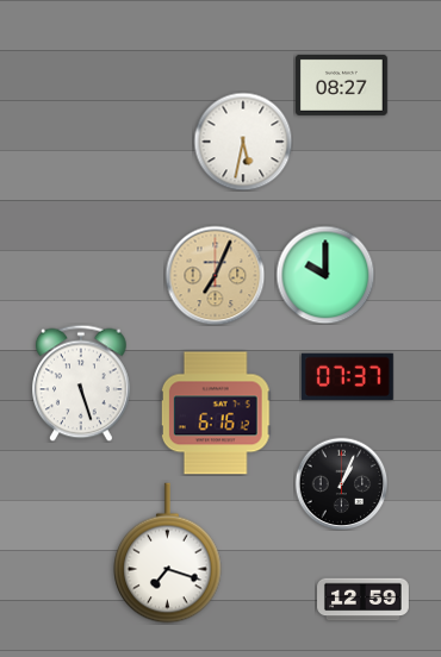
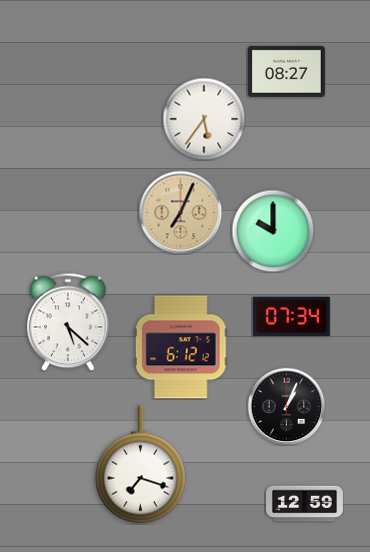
clock at (243, 142): 5:32 -> 5:36
clock at (215, 275) position: (215, 275) -> (180, 212)
clock at (347, 376): 07:37 -> 07:34
clock at (82, 383): 5:27 -> 5:22
clock at (216, 413): 6:16 -> 6:12
